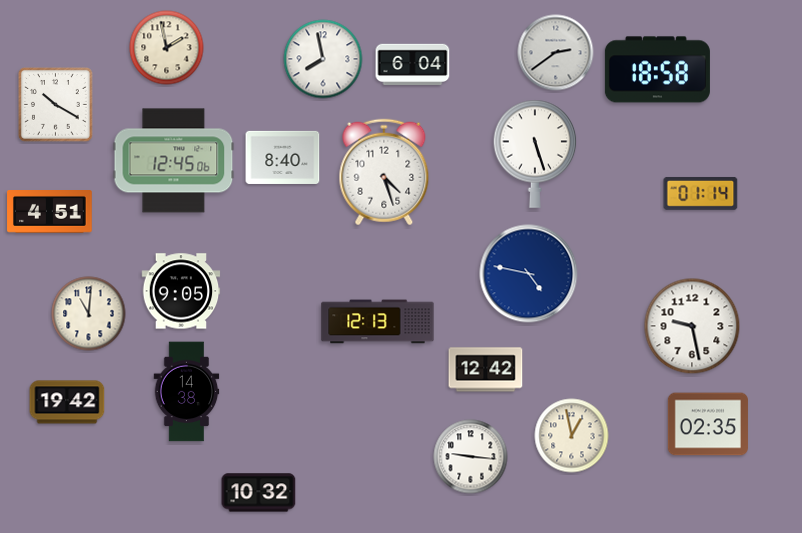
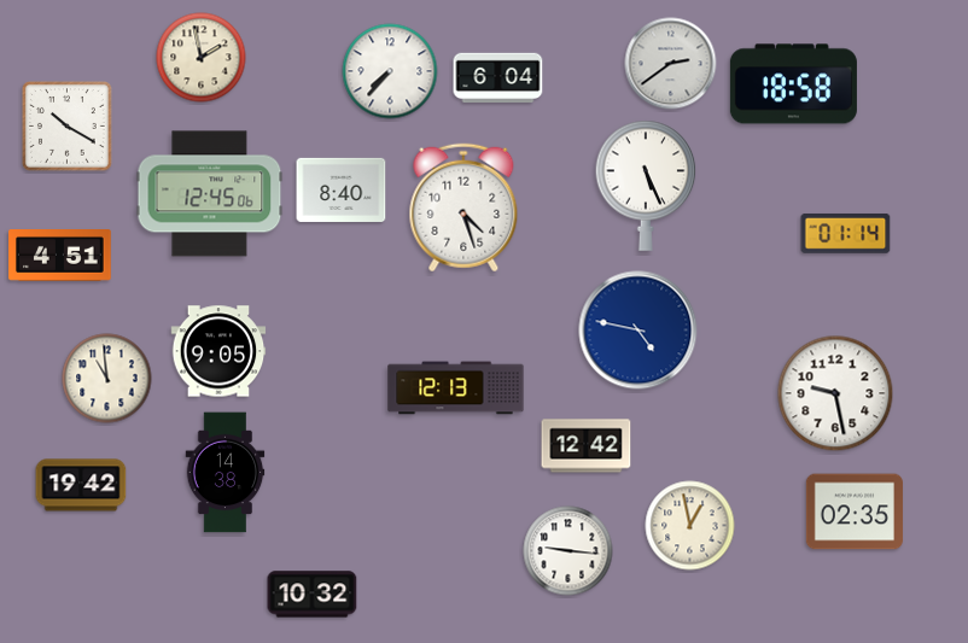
clock at (323, 59): 7:58 -> 7:37
clock at (535, 154): 5:27 -> 5:26
clock at (89, 314): 11:01 -> 10:59
